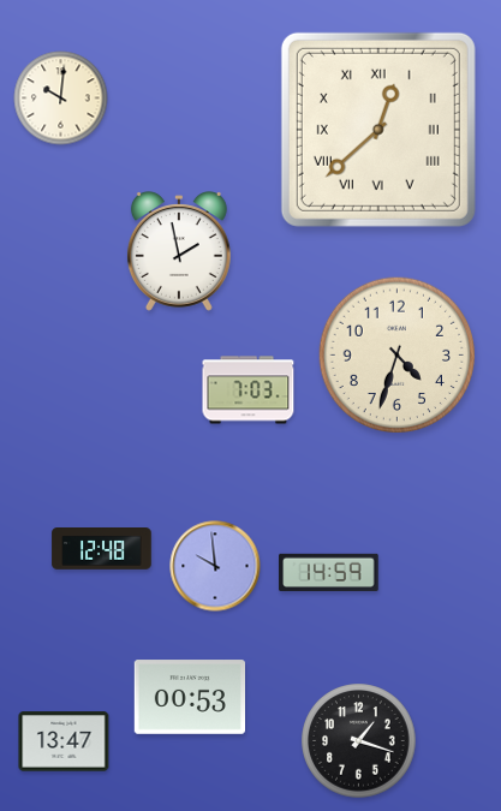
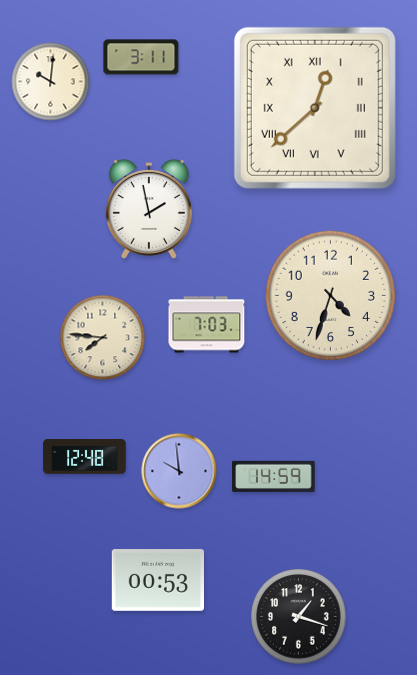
clock at (141, 57): none -> 3:11
clock at (103, 338): none -> 7:46
clock at (64, 741): 13:47 -> none
